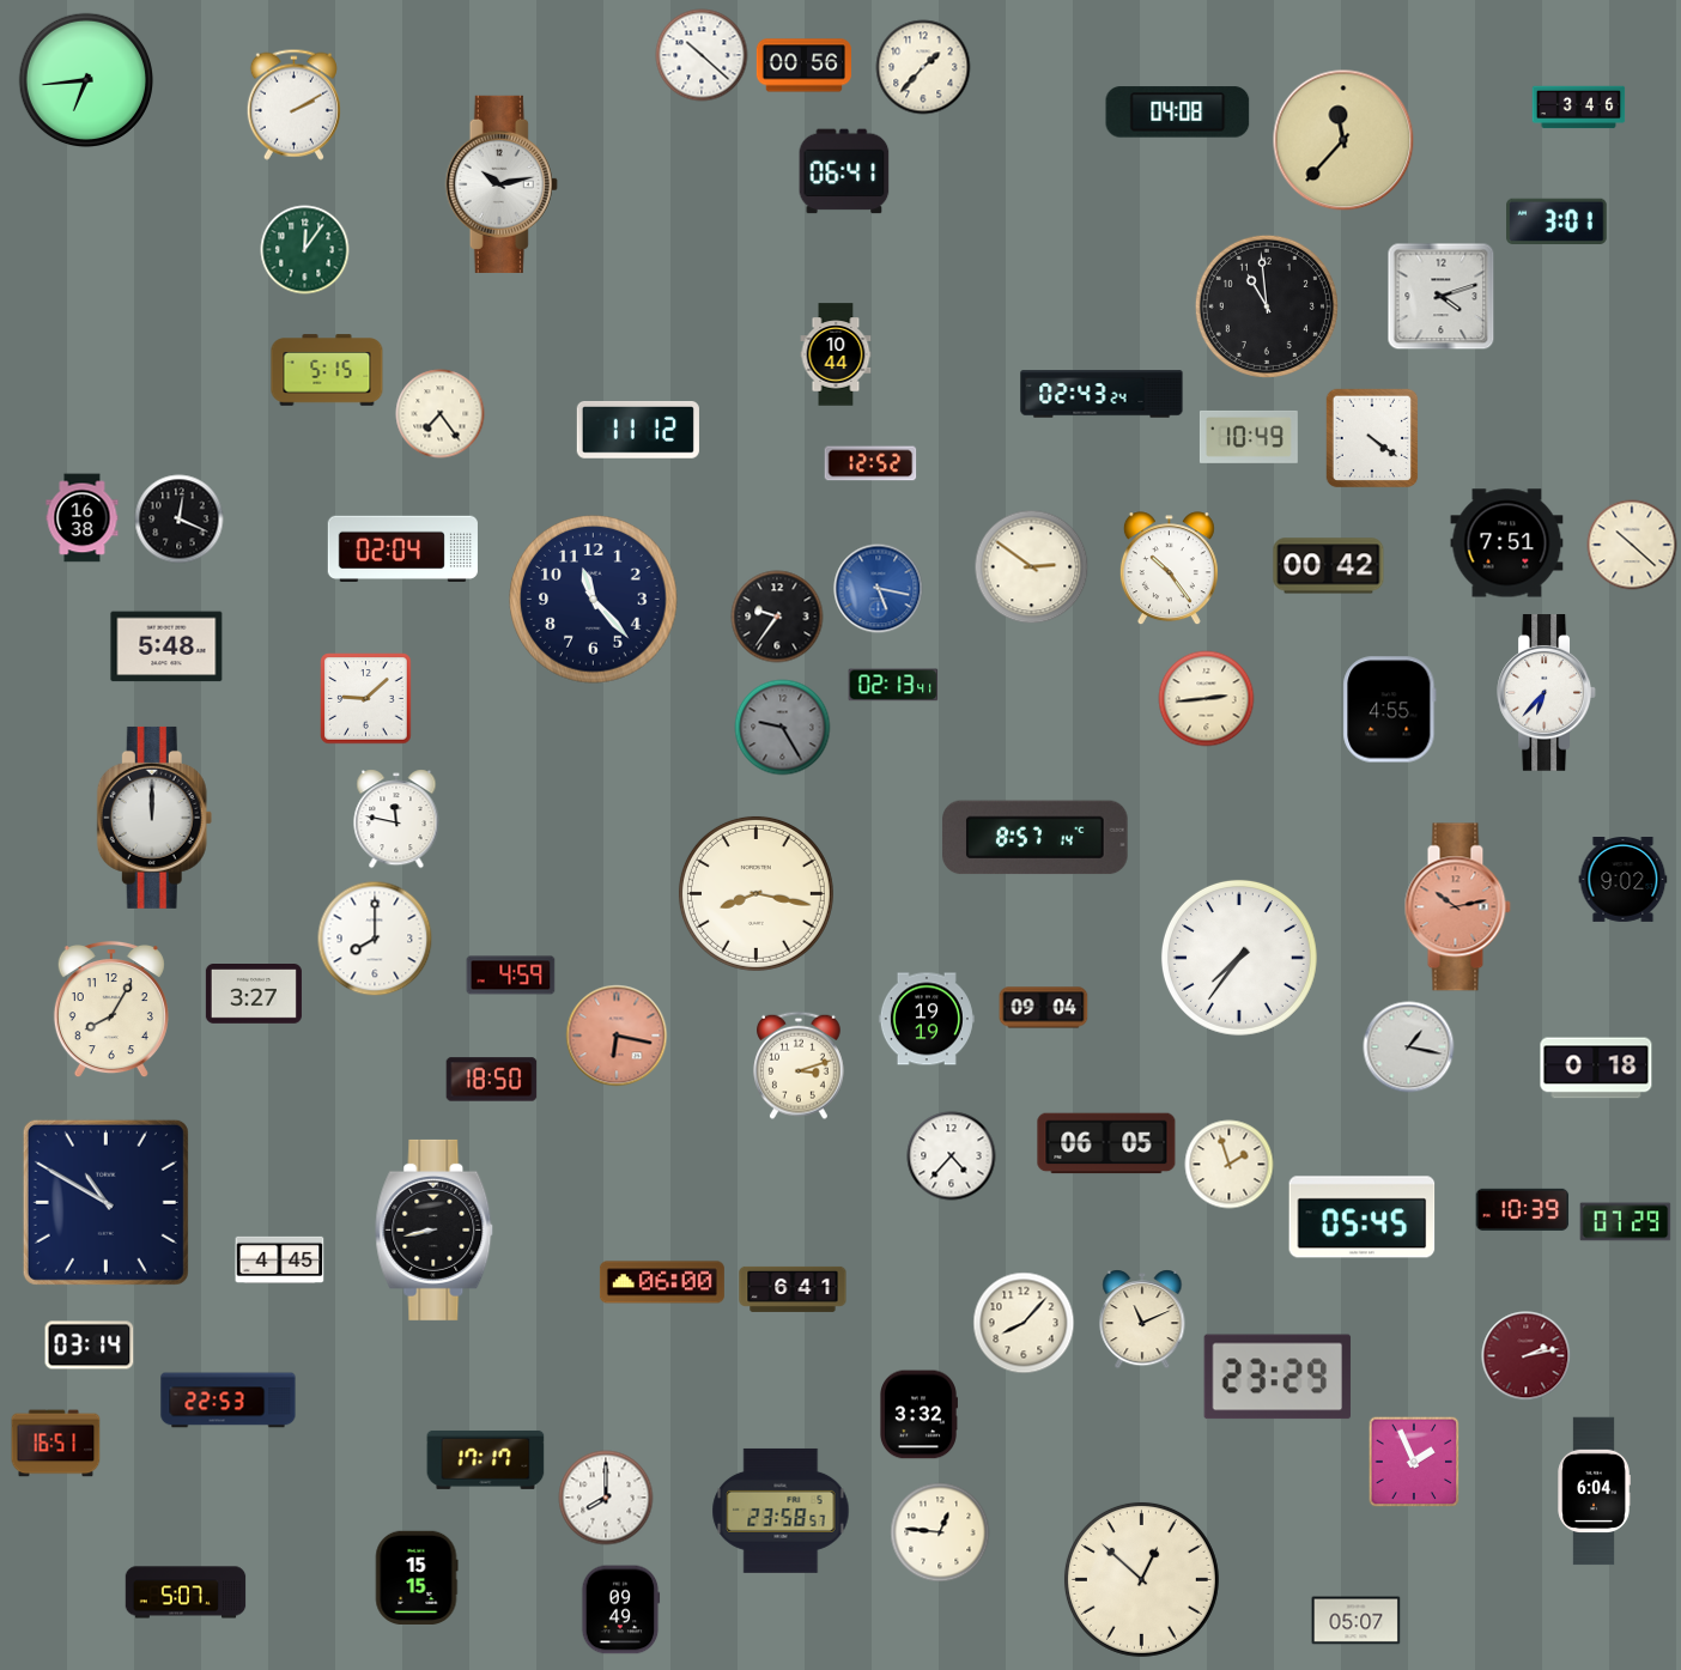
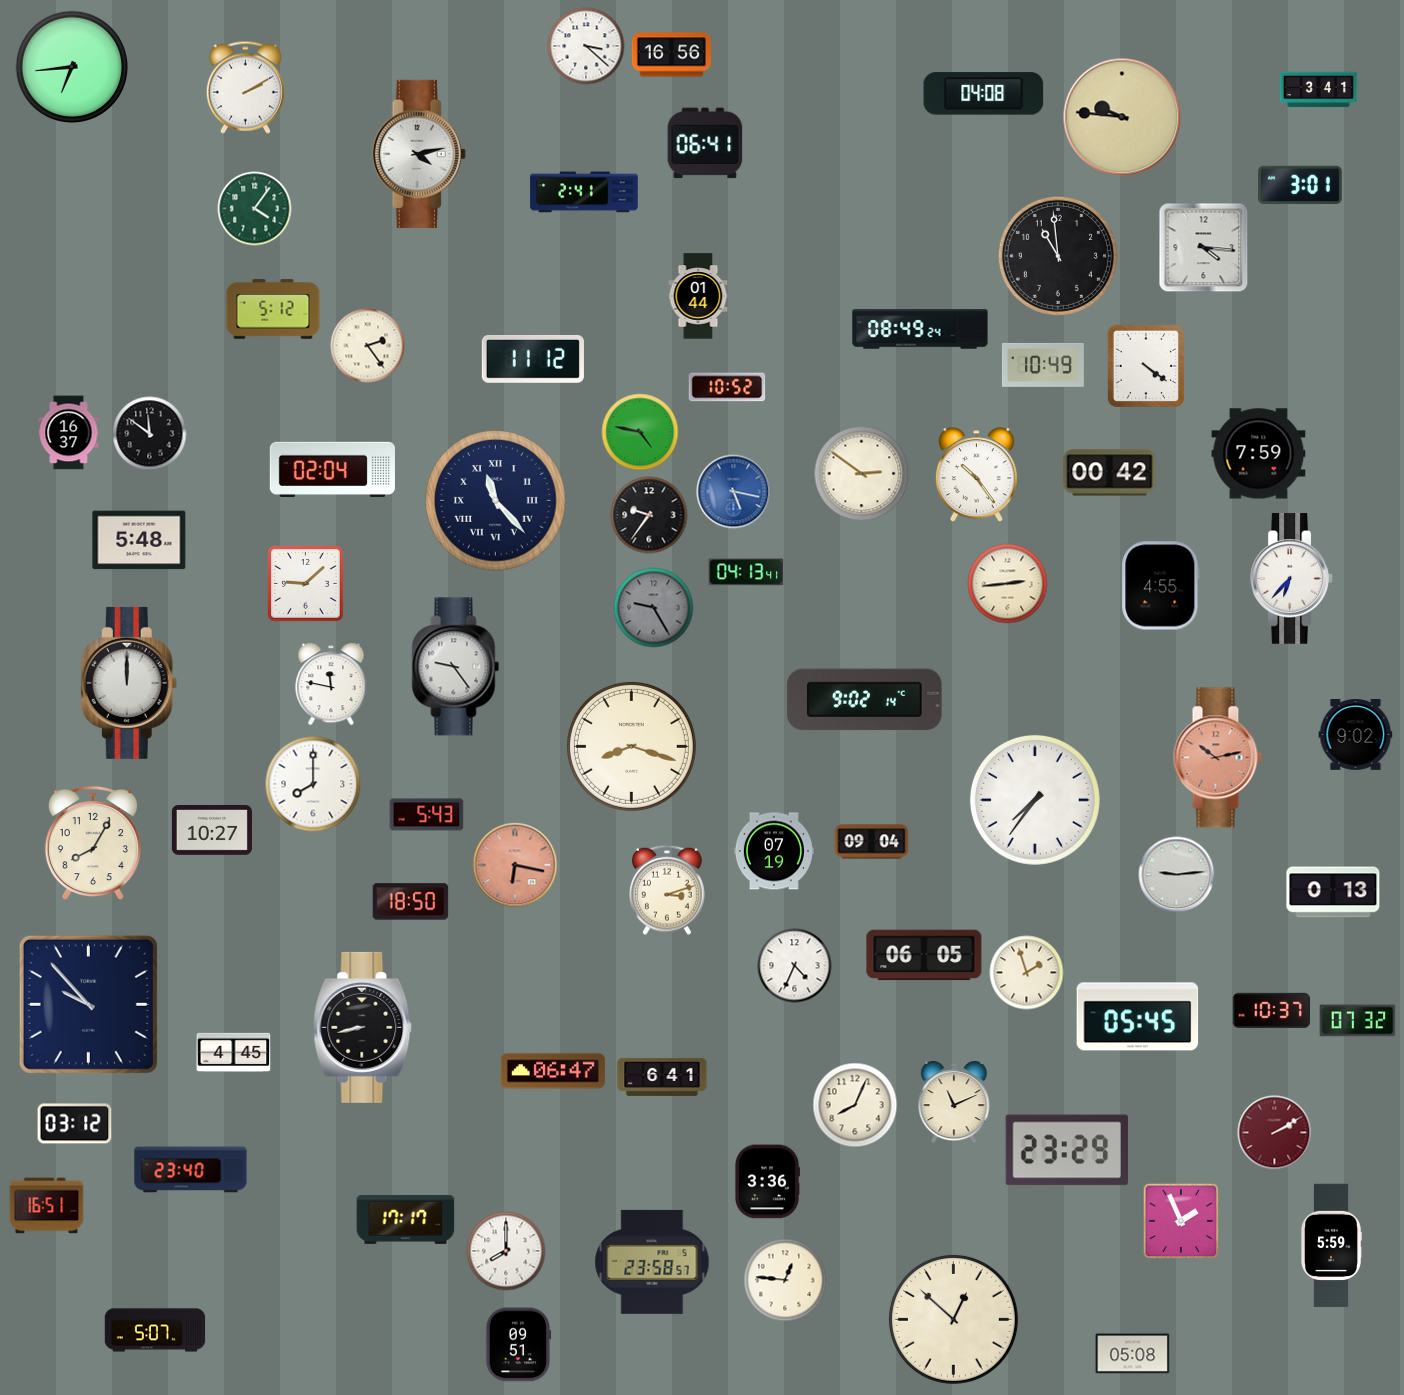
clock at (702, 55): 10:22 -> 3:22
clock at (803, 66): 00:56 -> 16:56
clock at (923, 67): 1:37 -> none
clock at (1579, 108): 3:46 -> 3:41
clock at (1343, 140): 11:37 -> 9:46
clock at (502, 184): 10:13 -> 4:13
clock at (584, 192): none -> 2:41
clock at (305, 250): 12:06 -> 4:06
clock at (1442, 297): 4:12 -> 4:16
clock at (836, 354): 10:44 -> 01:44
clock at (327, 370): 5:15 -> 5:12
clock at (1102, 394): 02:43 -> 08:49
clock at (441, 414): 7:24 -> 2:24
clock at (870, 463): 12:52 -> 10:52
clock at (640, 432): none -> 4:47
clock at (83, 518): 16:38 -> 16:37
clock at (180, 520): 12:19 -> 11:51
clock at (1507, 543): 7:51 -> 7:59
clock at (1632, 545): 10:22 -> none
clock at (402, 548) position: (402, 548) -> (332, 469)
clock at (594, 600) numerals: Arabic -> Roman
clock at (893, 685): 02:13 -> 04:13
clock at (1390, 710) position: (1390, 710) -> (1161, 586)
clock at (456, 667): none -> 9:24
clock at (1036, 838): 8:57 -> 9:02
clock at (755, 893): 8:17 -> 8:18
clock at (511, 976): 4:59 -> 5:43
clock at (254, 995): 3:27 -> 10:27
clock at (927, 1019): 19:19 -> 07:19
clock at (1409, 1047): 1:17 -> 9:14
clock at (1596, 1068): 0:18 -> 0:13
clock at (952, 1156): 4:37 -> 4:34
clock at (105, 1202): 10:50 -> 9:53
clock at (1523, 1209): 10:39 -> 10:37
clock at (1626, 1222): 07:29 -> 07:32
clock at (662, 1282): 06:00 -> 06:47
clock at (1024, 1323): 8:07 -> 8:04
clock at (90, 1346): 03:14 -> 03:12
clock at (1527, 1356): 2:13 -> 2:10
clock at (229, 1401): 22:53 -> 23:40
clock at (920, 1415): 3:32 -> 3:36
clock at (1594, 1492): 6:04 -> 5:59
clock at (417, 1578): 15:15 -> none
clock at (621, 1610): 09:49 -> 09:51
clock at (1357, 1621): 05:07 -> 05:08
